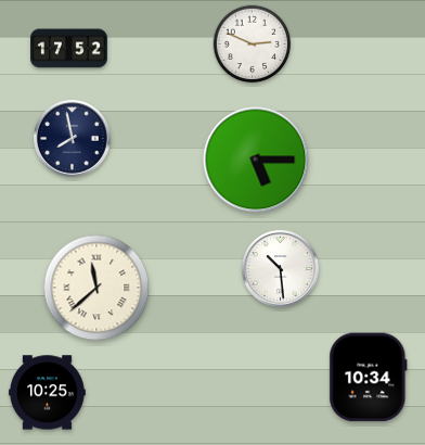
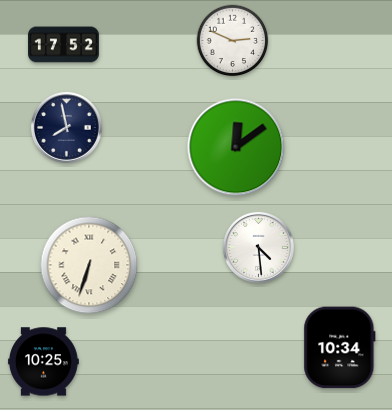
clock at (256, 160): 5:15 -> 12:09
clock at (280, 268): 10:29 -> 4:29
clock at (96, 288): 11:38 -> 6:33
